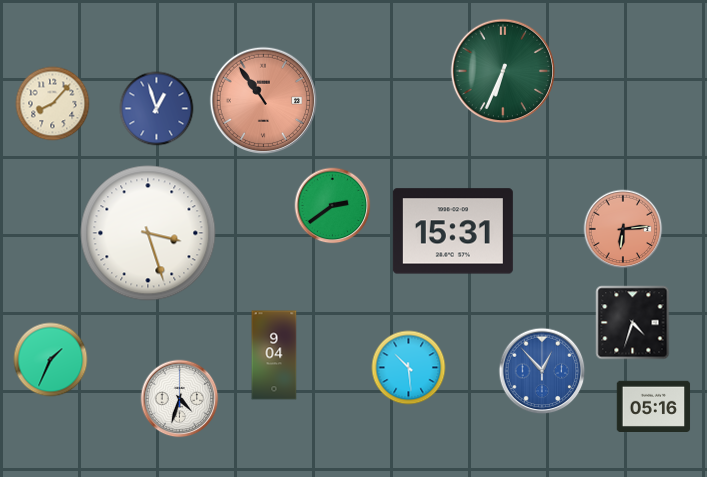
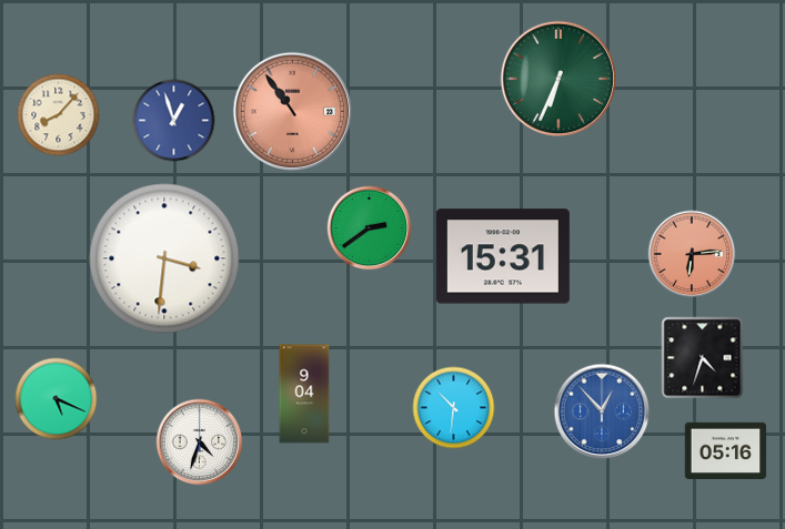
clock at (148, 233): 3:27 -> 3:31
clock at (51, 360): 1:34 -> 5:19
clock at (409, 368): 10:29 -> 10:31
